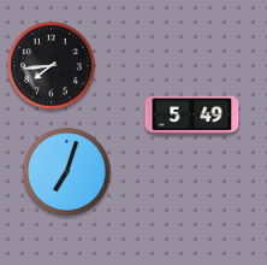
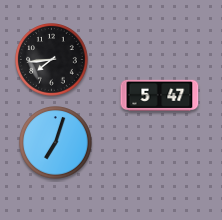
clock at (52, 66) position: (52, 66) -> (52, 60)
clock at (192, 114): 5:49 -> 5:47
